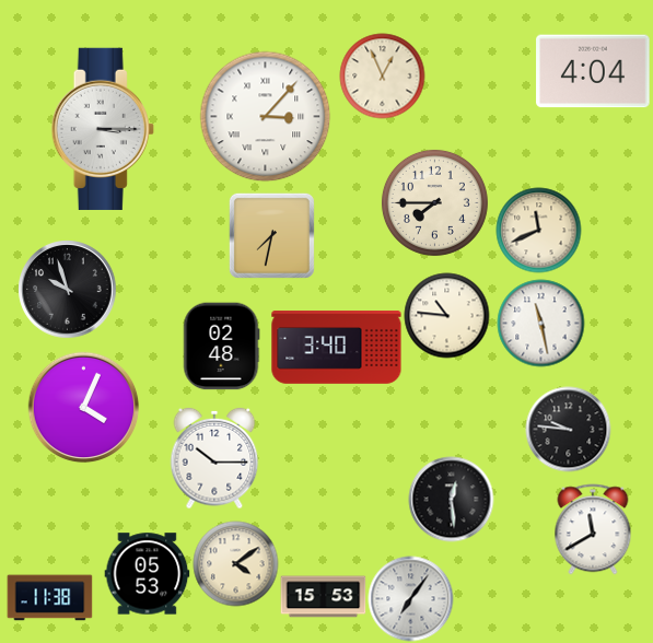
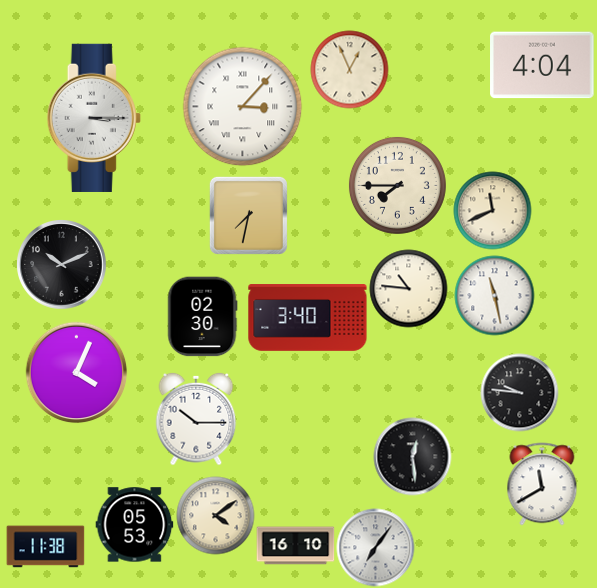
clock at (67, 289): 9:57 -> 10:11
clock at (221, 346): 02:48 -> 02:30
clock at (323, 597): 15:53 -> 16:10
